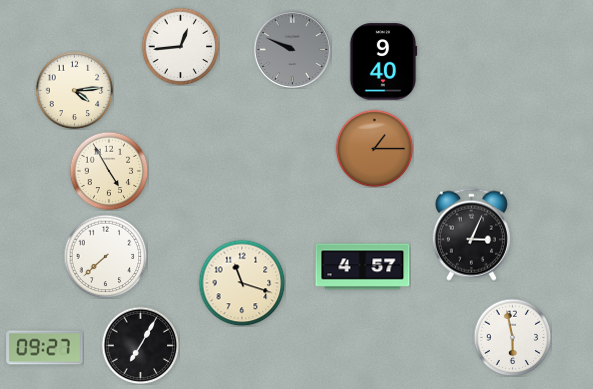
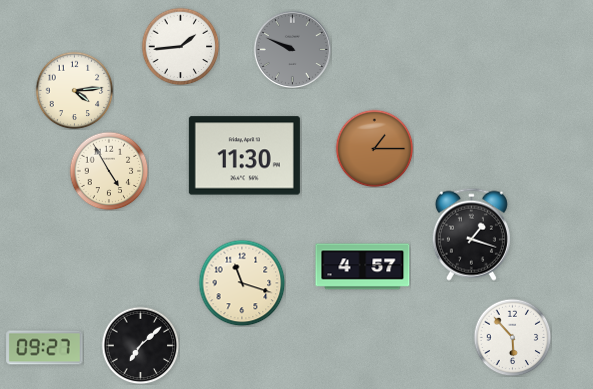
clock at (180, 46): 12:44 -> 1:44
clock at (383, 62): 9:40 -> none
clock at (244, 156): none -> 11:30
clock at (471, 234): 3:04 -> 1:18
clock at (105, 256): 7:38 -> none
clock at (512, 337): 5:58 -> 5:53
clock at (140, 345): 7:05 -> 7:08
